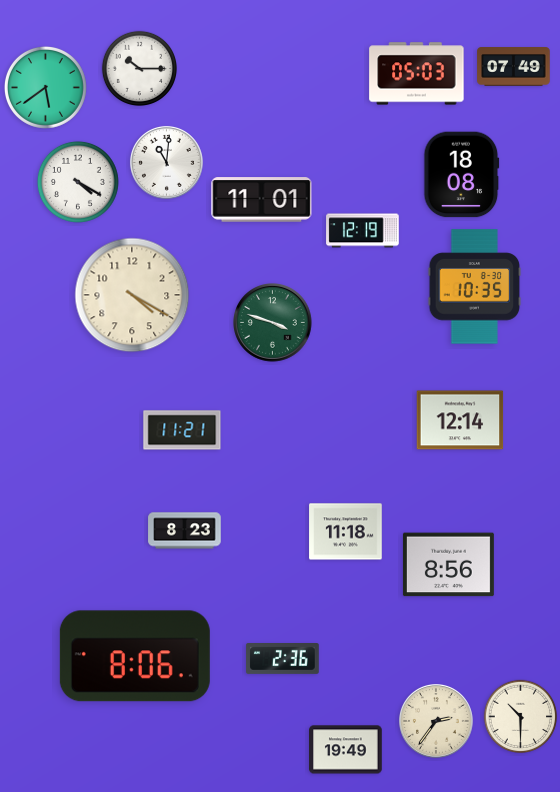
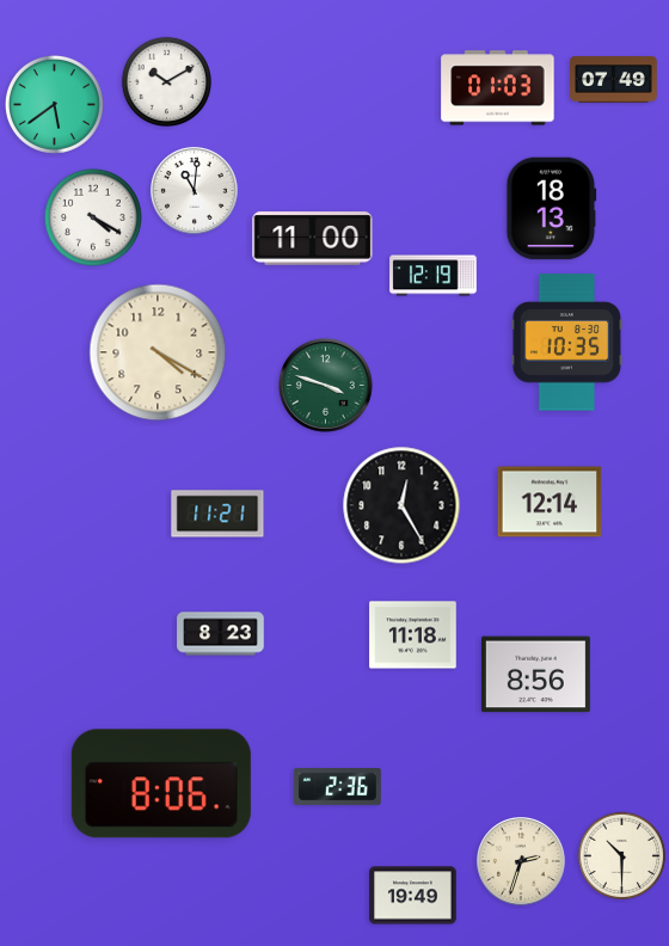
clock at (139, 68): 10:15 -> 10:10
clock at (417, 74): 05:03 -> 01:03
clock at (166, 162) position: (166, 162) -> (194, 190)
clock at (462, 175): 18:08 -> 18:13
clock at (262, 200): 11:01 -> 11:00
clock at (401, 505): none -> 12:25
clock at (437, 722): 2:36 -> 2:33
